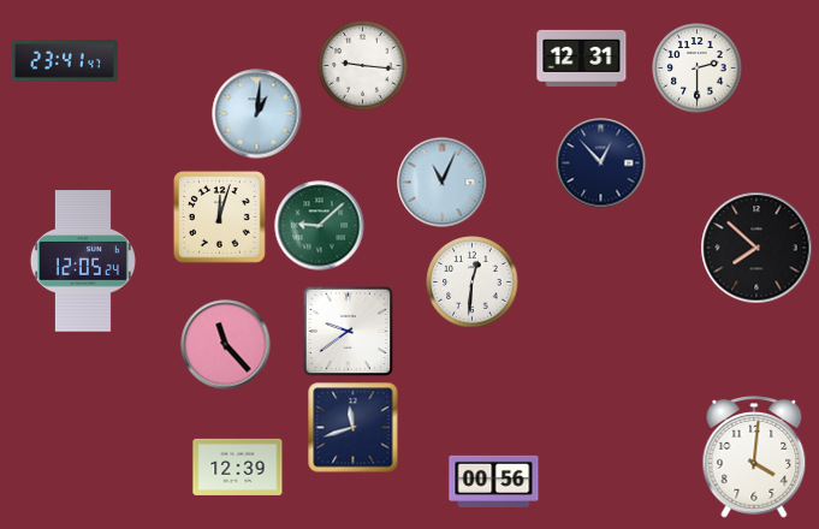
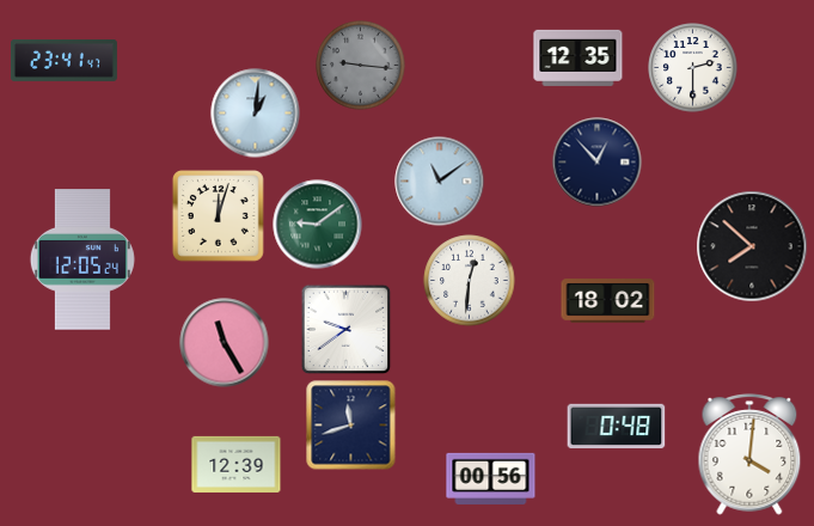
clock at (582, 58): 12:31 -> 12:35
clock at (363, 66) dial: white -> grey
clock at (443, 183): 11:04 -> 11:09
clock at (320, 226): 9:08 -> 9:09
clock at (608, 301): none -> 18:02
clock at (226, 345): 11:23 -> 11:25
clock at (617, 427): none -> 0:48
